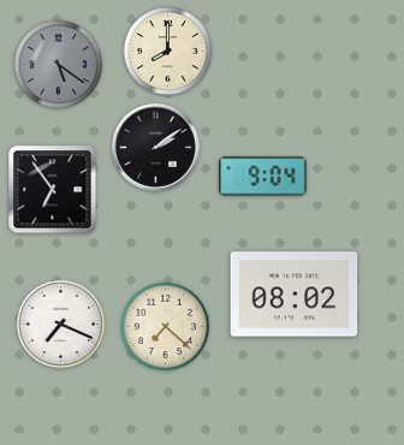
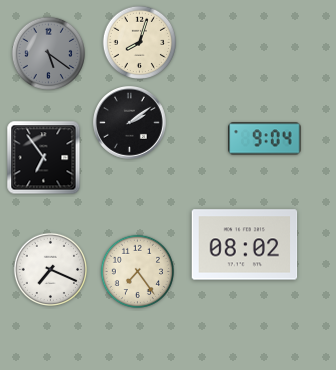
clock at (167, 51): 8:00 -> 8:03
clock at (263, 177) position: (263, 177) -> (265, 139)
clock at (165, 326): 7:22 -> 7:24
